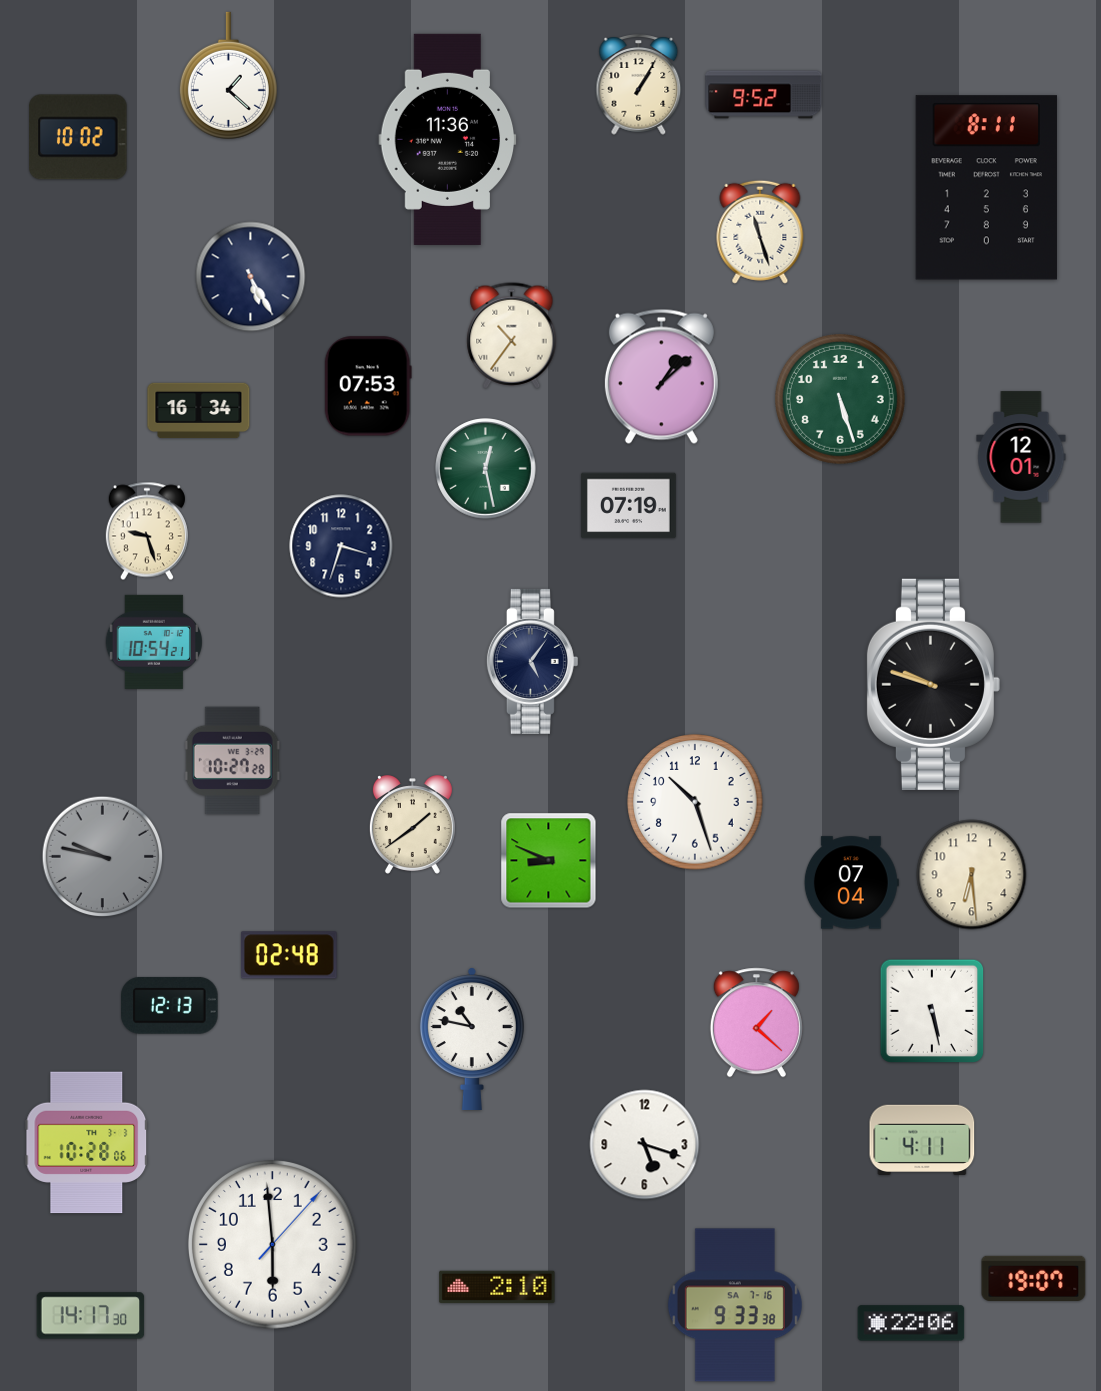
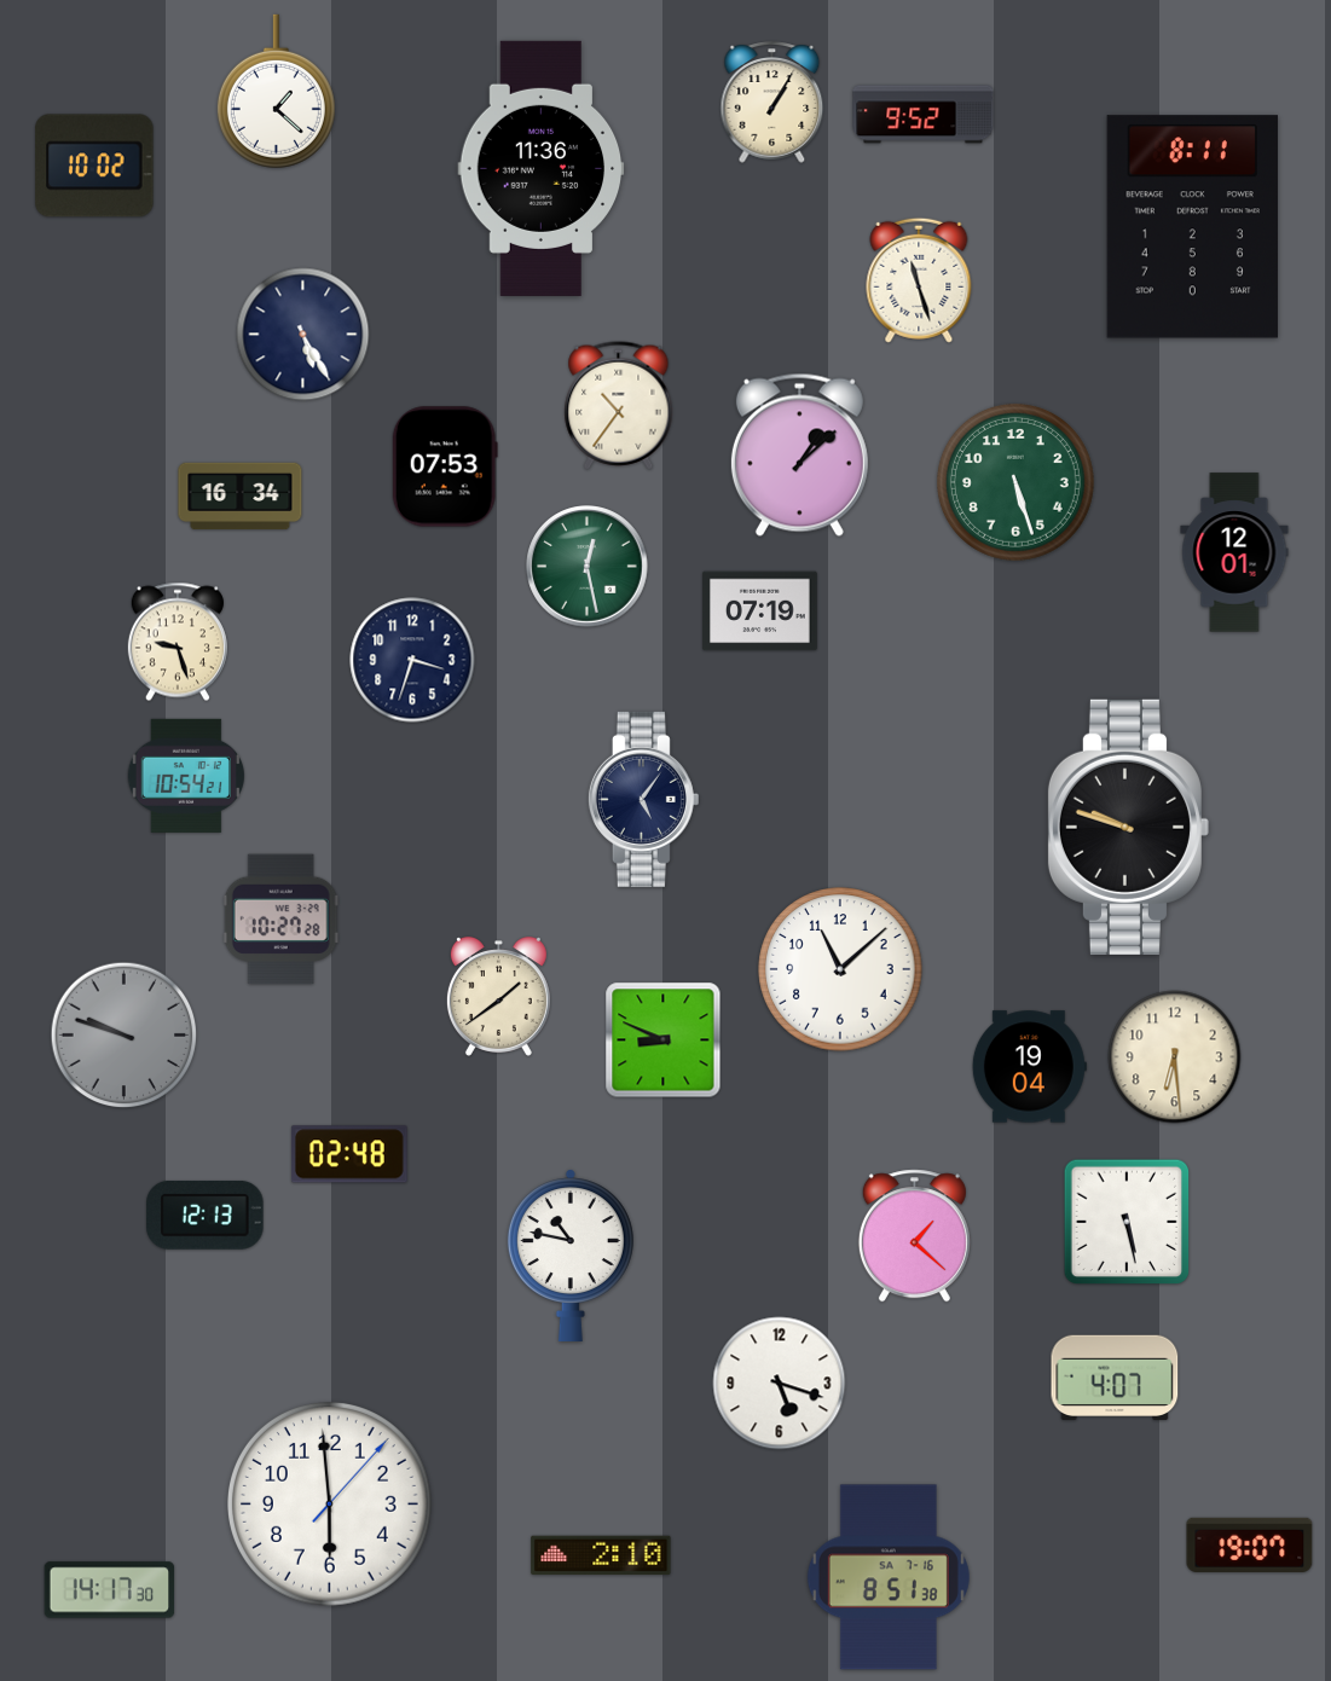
clock at (695, 802): 10:27 -> 11:08
clock at (103, 857): 9:47 -> 9:48
clock at (851, 883): 07:04 -> 19:04
clock at (922, 1139): 4:11 -> 4:07
clock at (87, 1143): 10:28 -> none
clock at (735, 1305): 9:33 -> 8:51
clock at (911, 1323): 22:06 -> none
